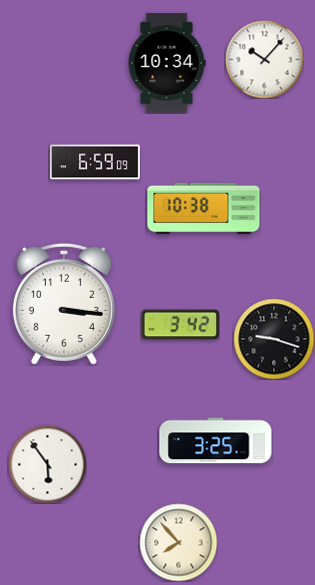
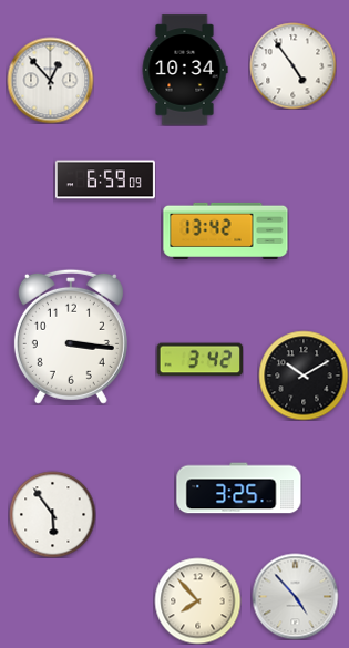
clock at (264, 59): 10:07 -> 4:54
clock at (50, 80): none -> 12:53
clock at (204, 208): 10:38 -> 13:42
clock at (274, 339): 9:18 -> 10:10
clock at (295, 596): none -> 4:53
